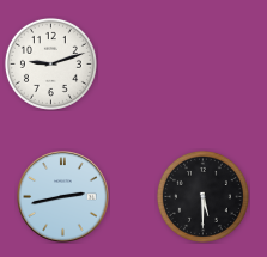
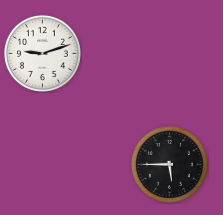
clock at (202, 196): 5:30 -> 5:45
clock at (63, 197): 2:43 -> none
